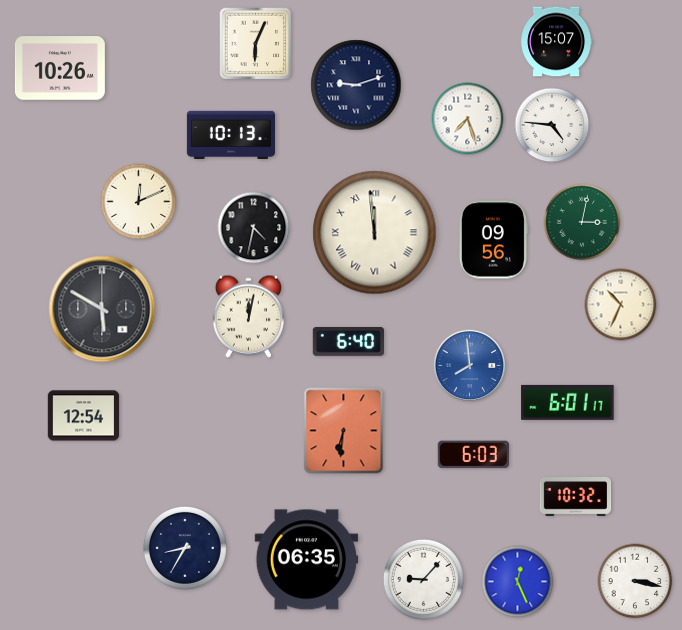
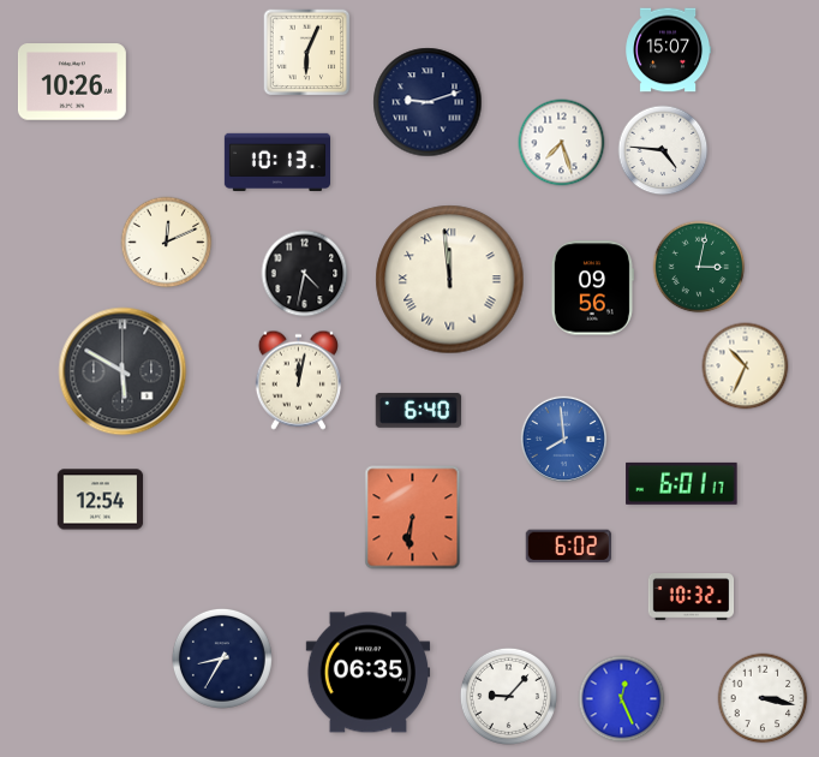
clock at (473, 455): 6:03 -> 6:02
